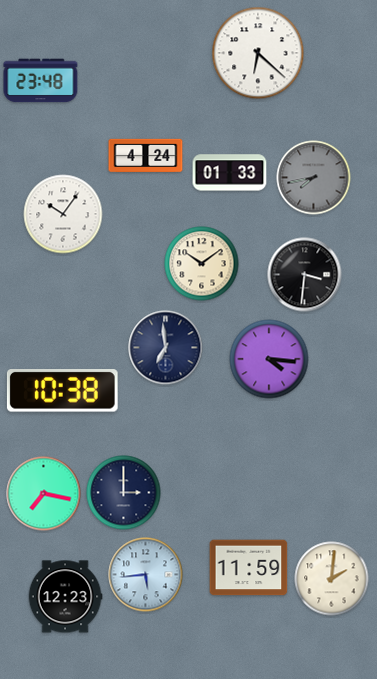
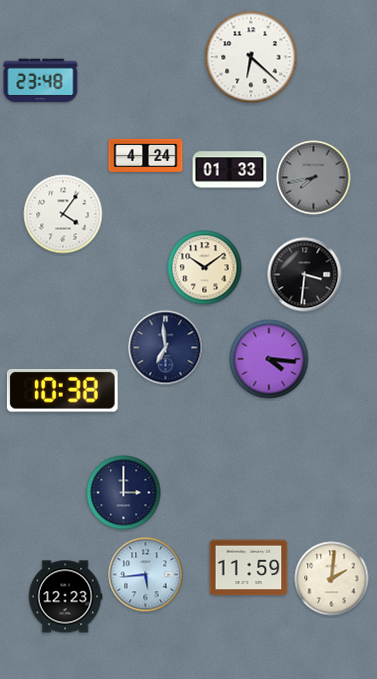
clock at (258, 53) position: (258, 53) -> (251, 57)
clock at (230, 173) position: (230, 173) -> (230, 170)
clock at (63, 214): 10:06 -> 4:06
clock at (202, 264) position: (202, 264) -> (205, 268)
clock at (44, 494): 7:17 -> none
